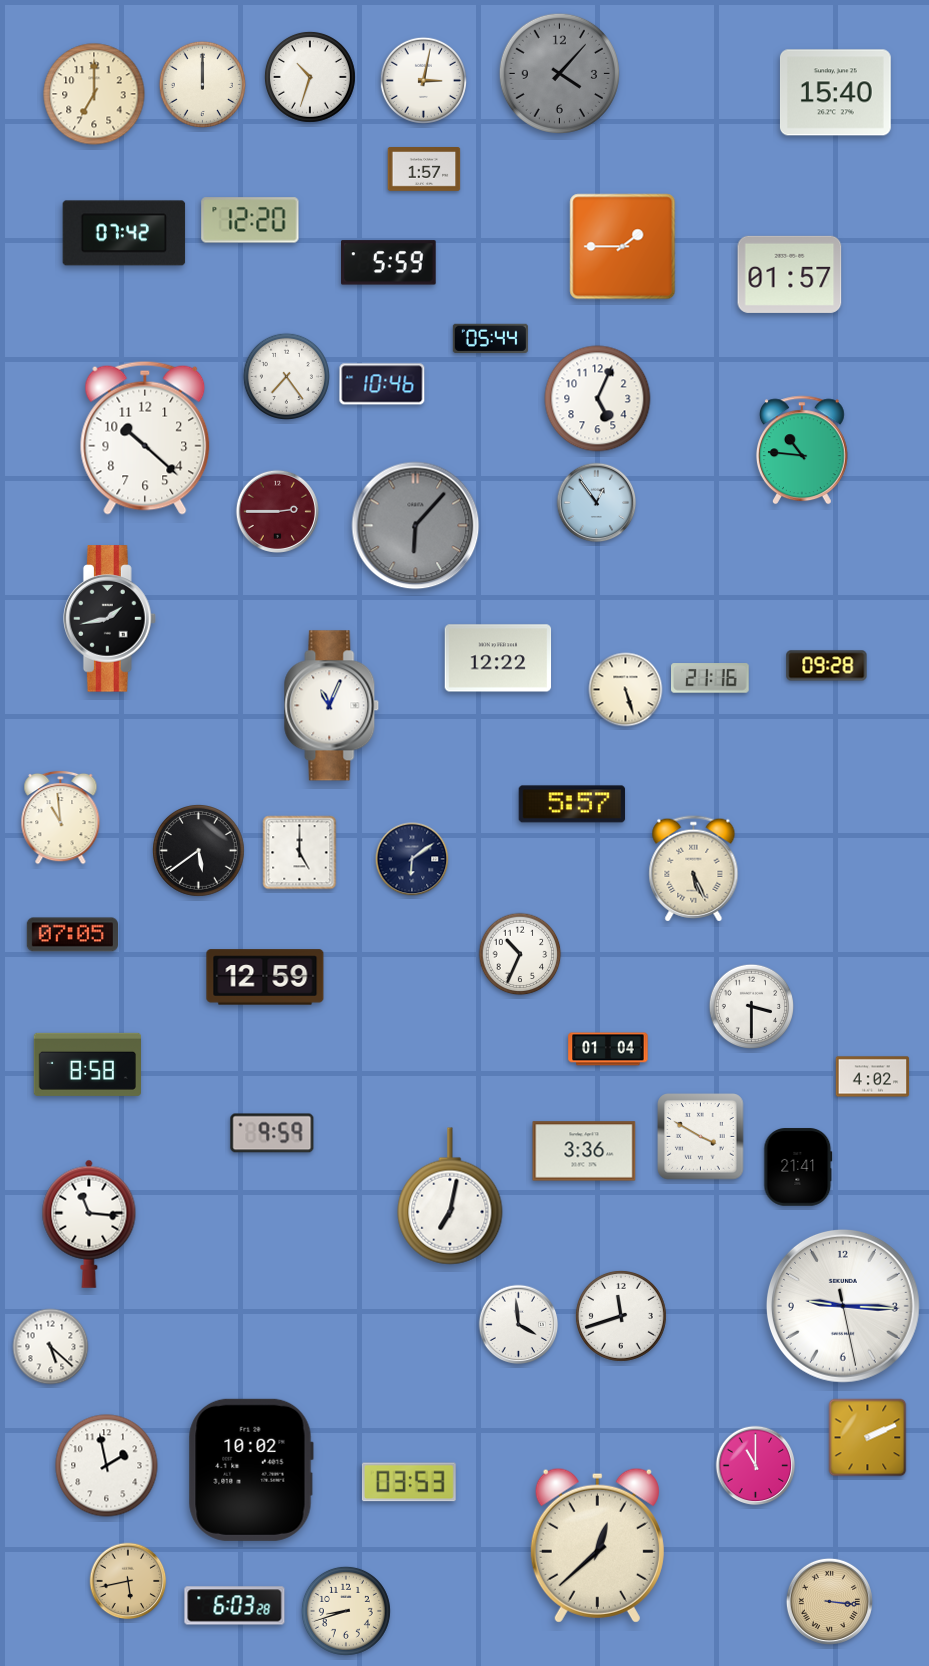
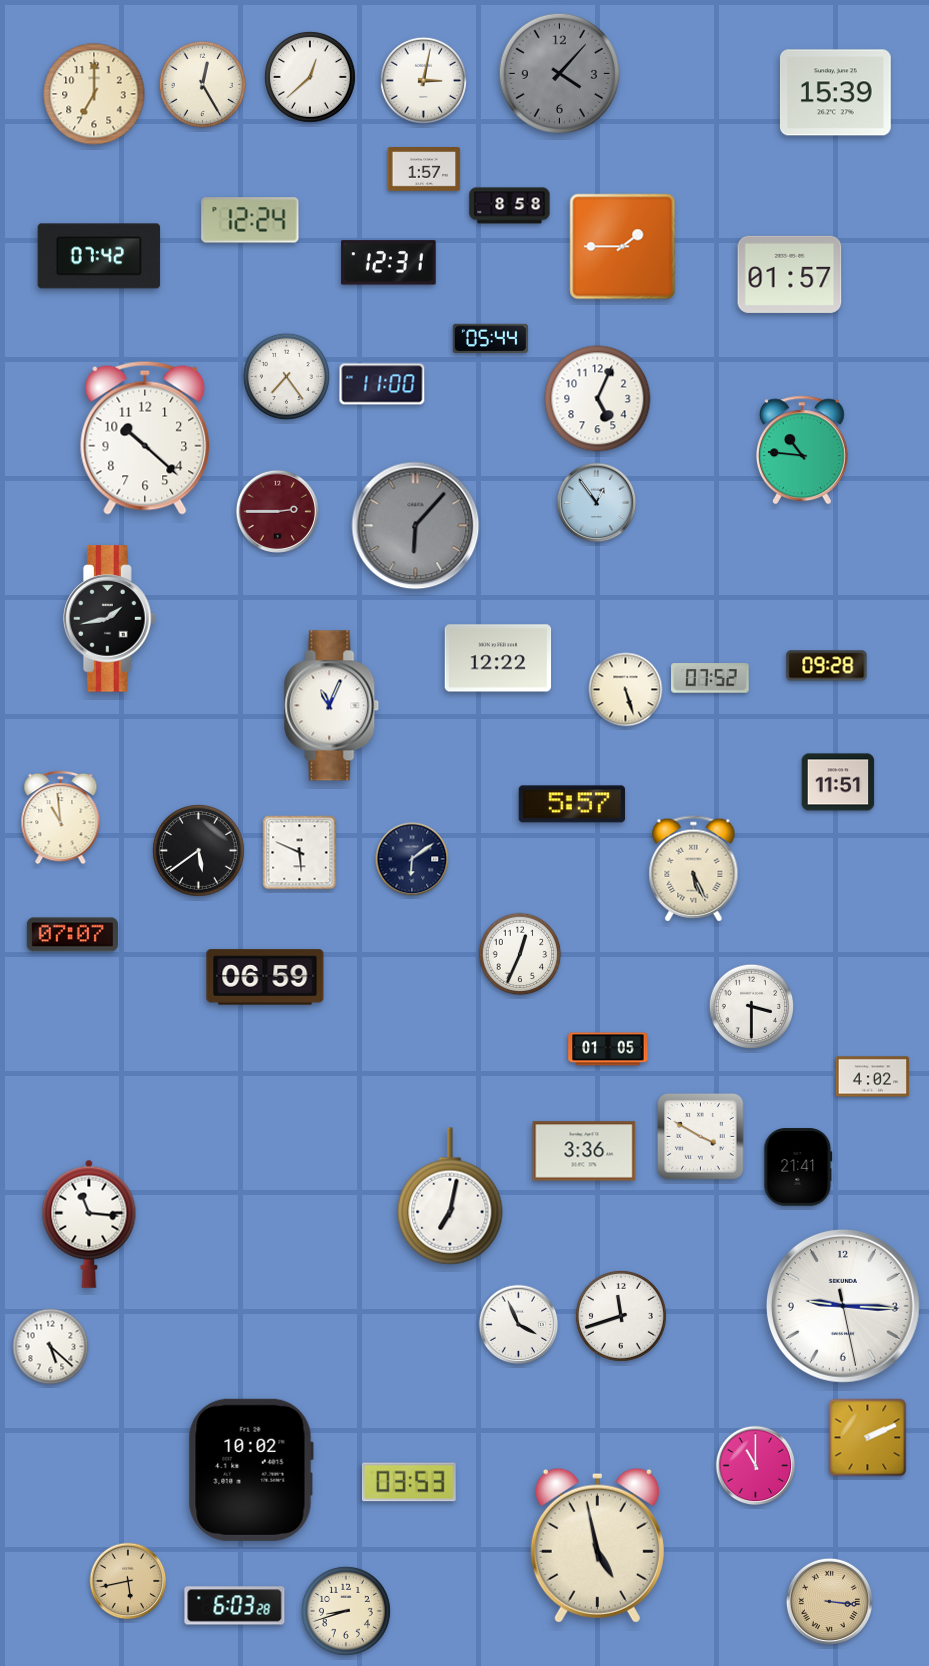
clock at (310, 77): 10:33 -> 12:38
clock at (202, 84): 12:00 -> 12:25
clock at (835, 93): 15:40 -> 15:39
clock at (510, 206): none -> 8:58
clock at (250, 220): 12:20 -> 12:24
clock at (124, 233) position: (124, 233) -> (99, 256)
clock at (389, 263): 5:59 -> 12:31
clock at (382, 384): 10:46 -> 11:00
clock at (711, 678): 21:16 -> 07:52
clock at (838, 782): none -> 11:51
clock at (300, 853): 5:00 -> 5:49
clock at (72, 935): 07:05 -> 07:07
clock at (520, 954): 10:34 -> 12:34
clock at (265, 977): 12:59 -> 06:59
clock at (608, 1049): 01:04 -> 01:05
clock at (87, 1064): 8:58 -> none
clock at (272, 1133): 9:59 -> none
clock at (519, 1325): 3:59 -> 3:56
clock at (107, 1466): 1:58 -> none
clock at (597, 1545): 12:38 -> 4:58
